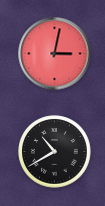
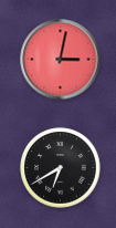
clock at (55, 152): 10:40 -> 6:40
